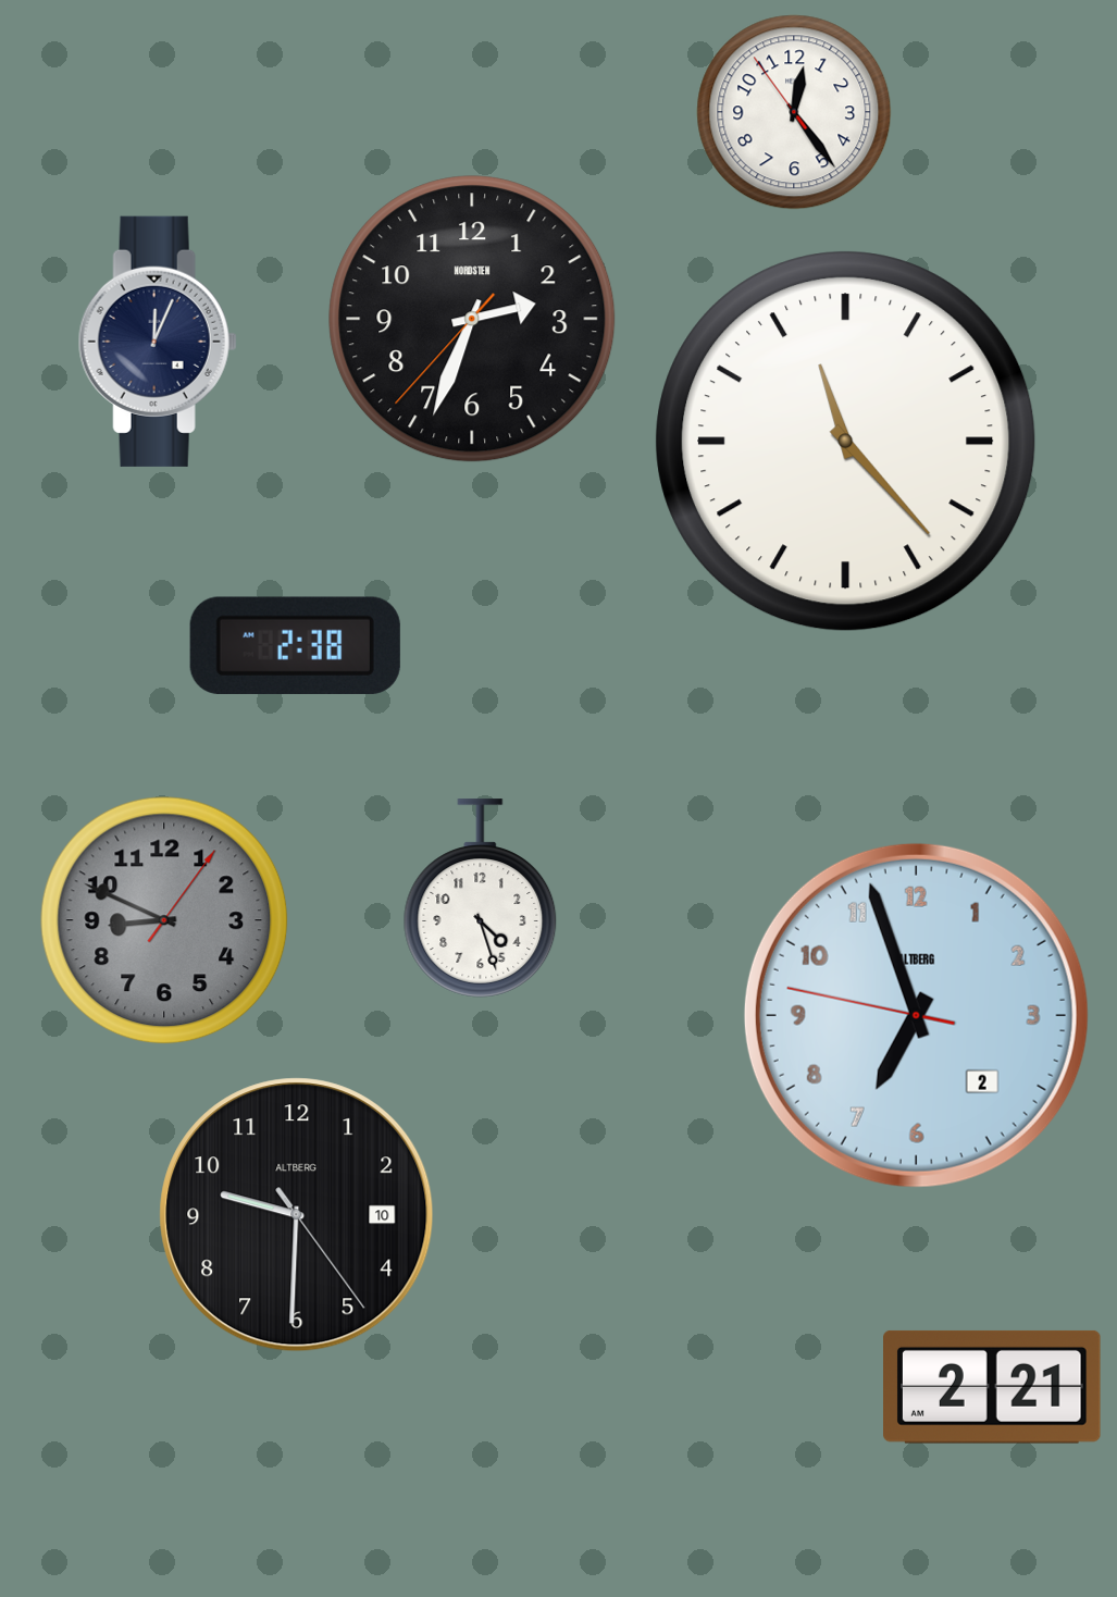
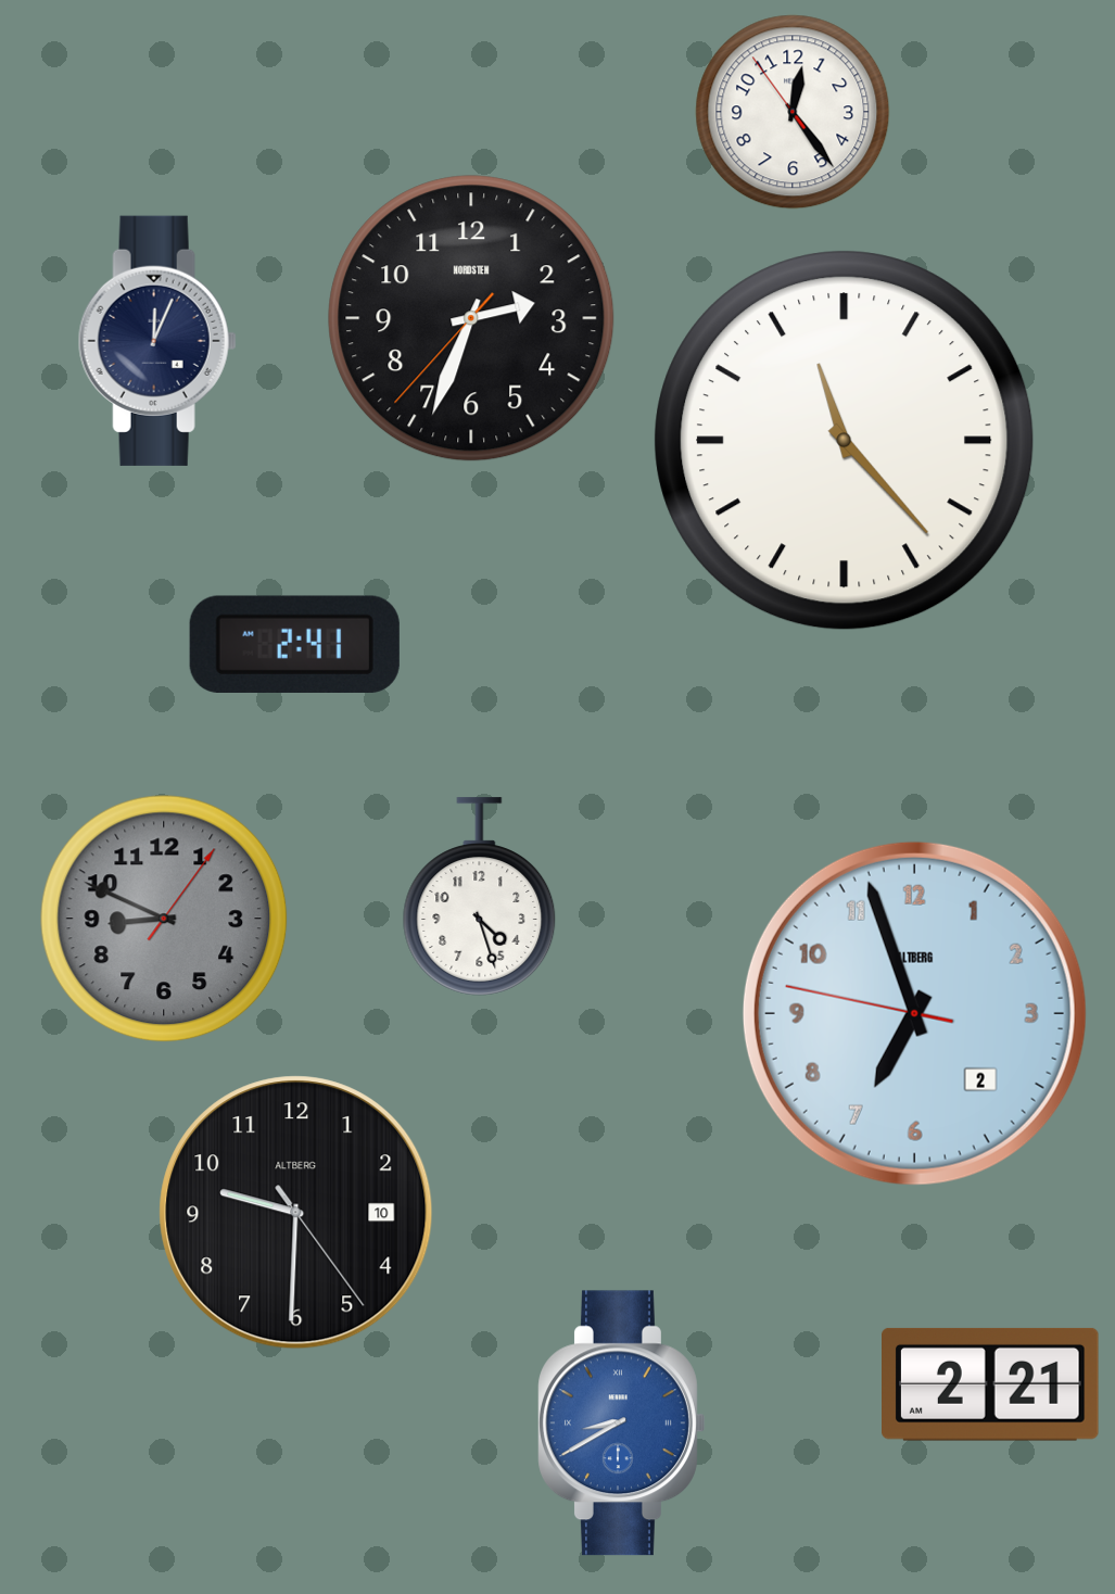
clock at (295, 645): 2:38 -> 2:41
clock at (622, 1424): none -> 8:40
